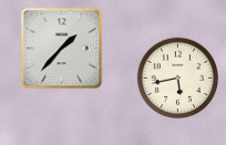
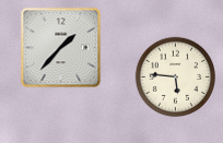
clock at (178, 79): 5:43 -> 5:46
